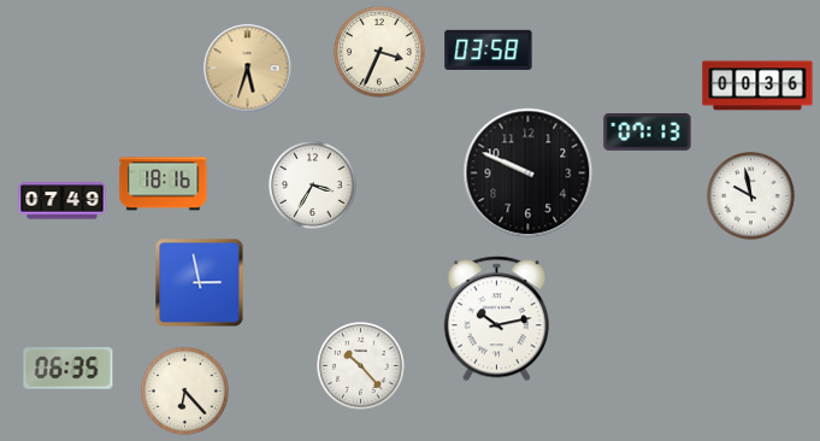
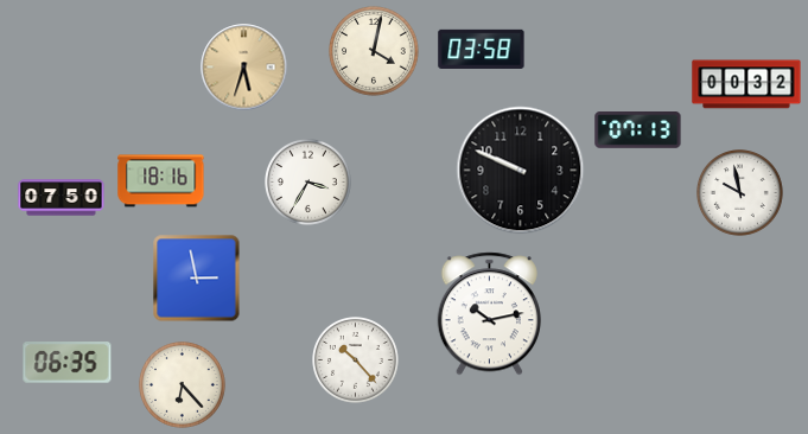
clock at (379, 52): 3:34 -> 4:02
clock at (757, 86): 00:36 -> 00:32
clock at (63, 201): 07:49 -> 07:50
